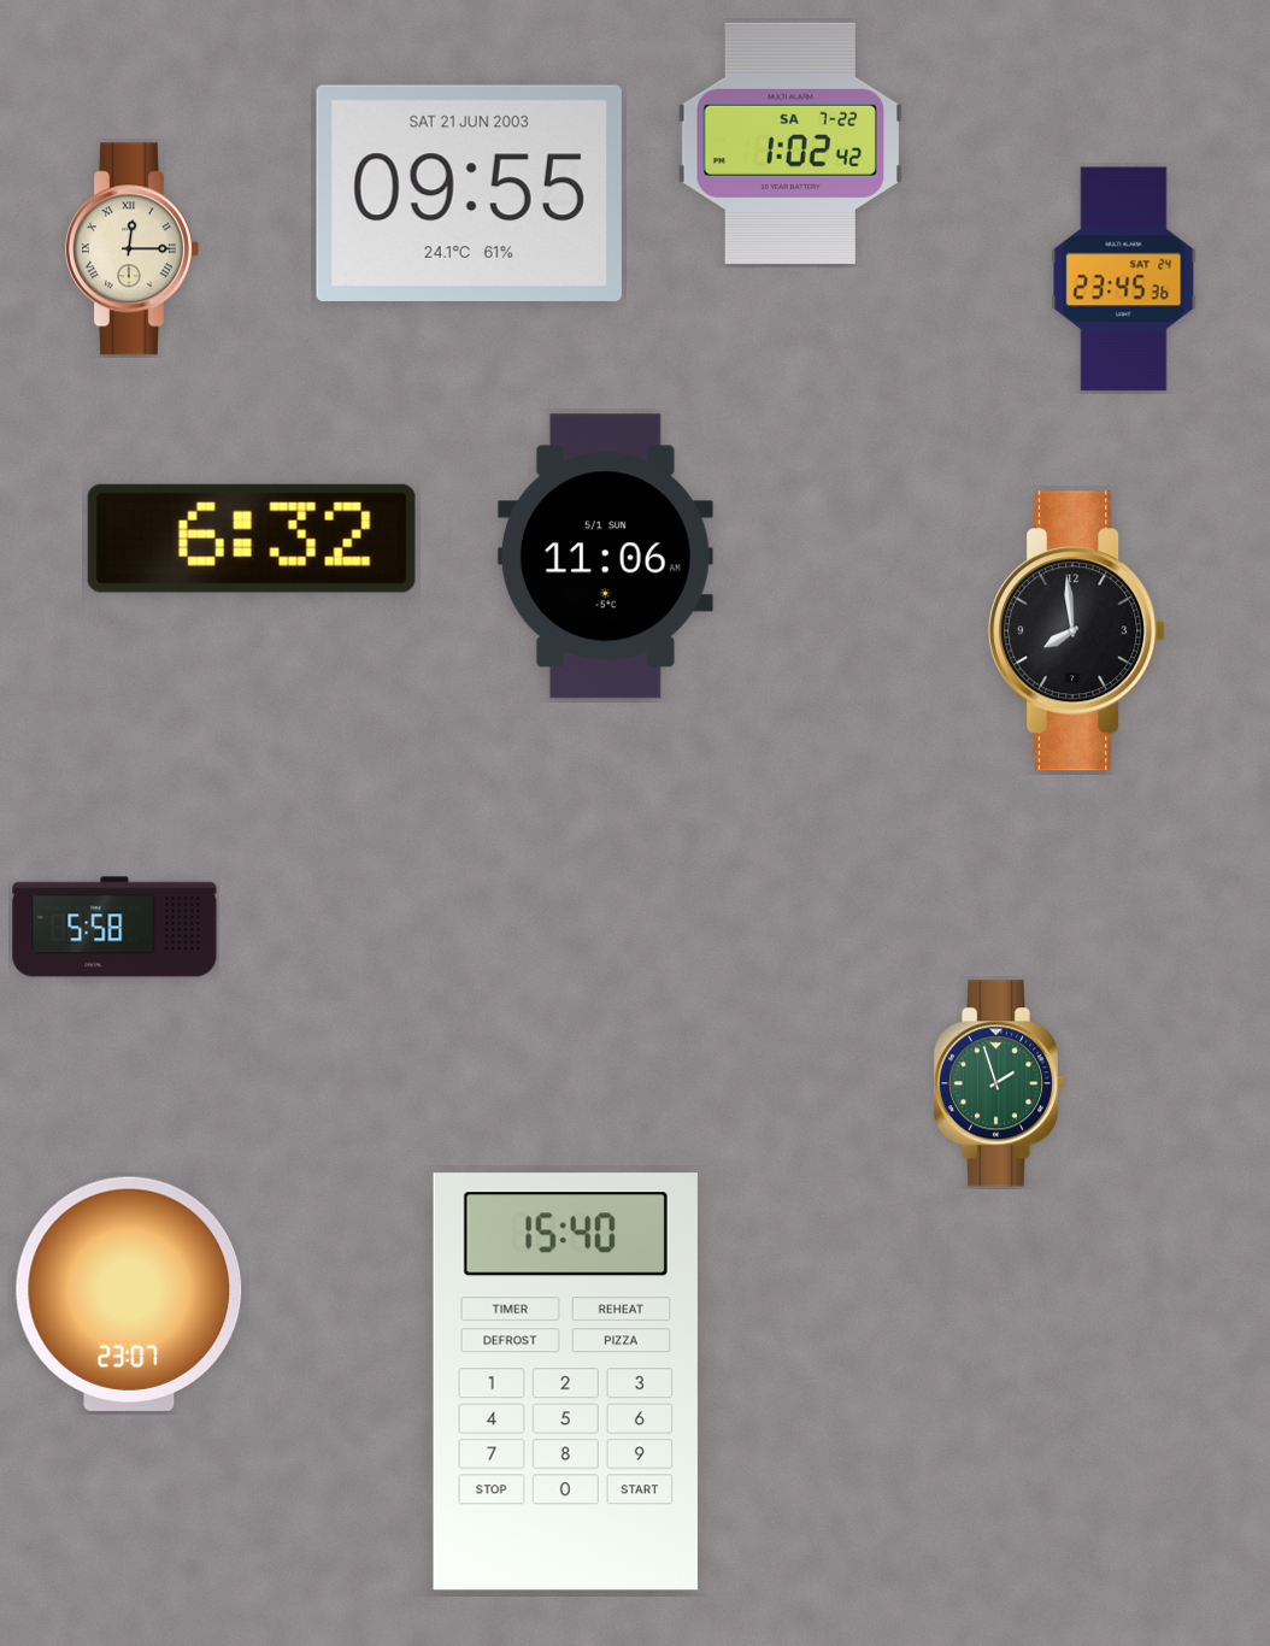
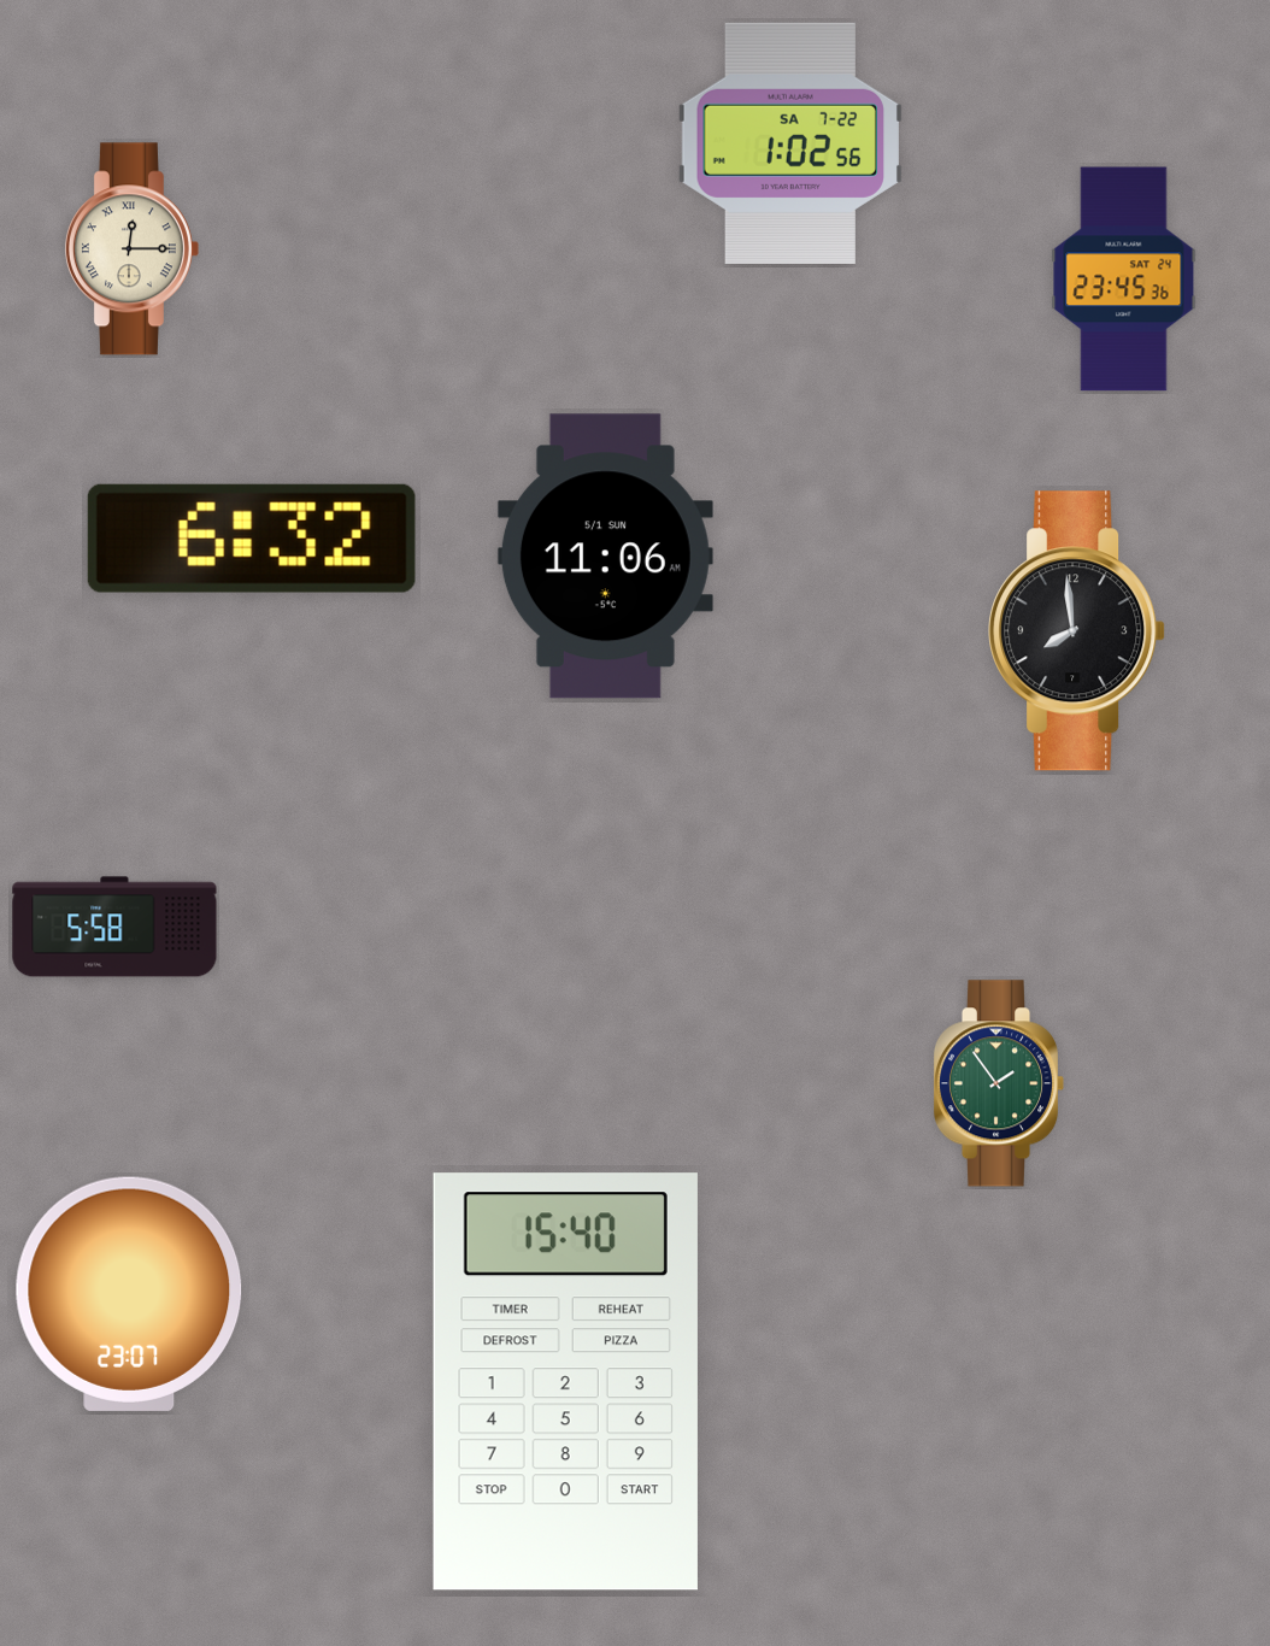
clock at (789, 143): 1:02:42 -> 1:02:56
clock at (469, 193): 09:55 -> none
clock at (999, 1083): 1:57 -> 1:54
